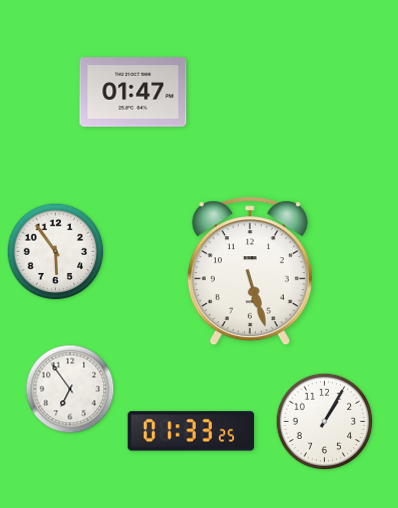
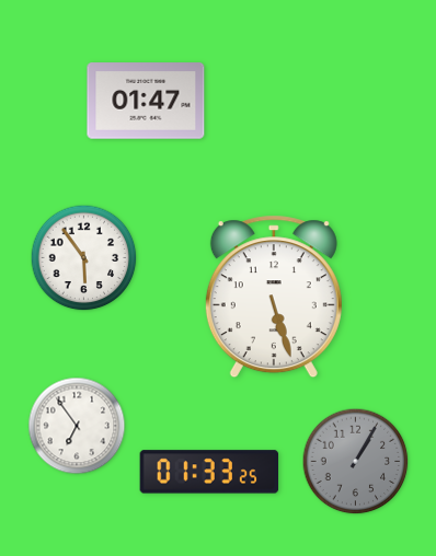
clock at (56, 252) position: (56, 252) -> (84, 258)
clock at (325, 422) dial: white -> grey
